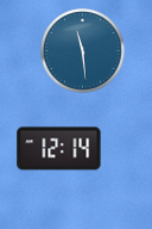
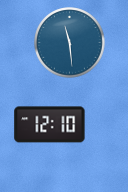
clock at (59, 149): 12:14 -> 12:10
